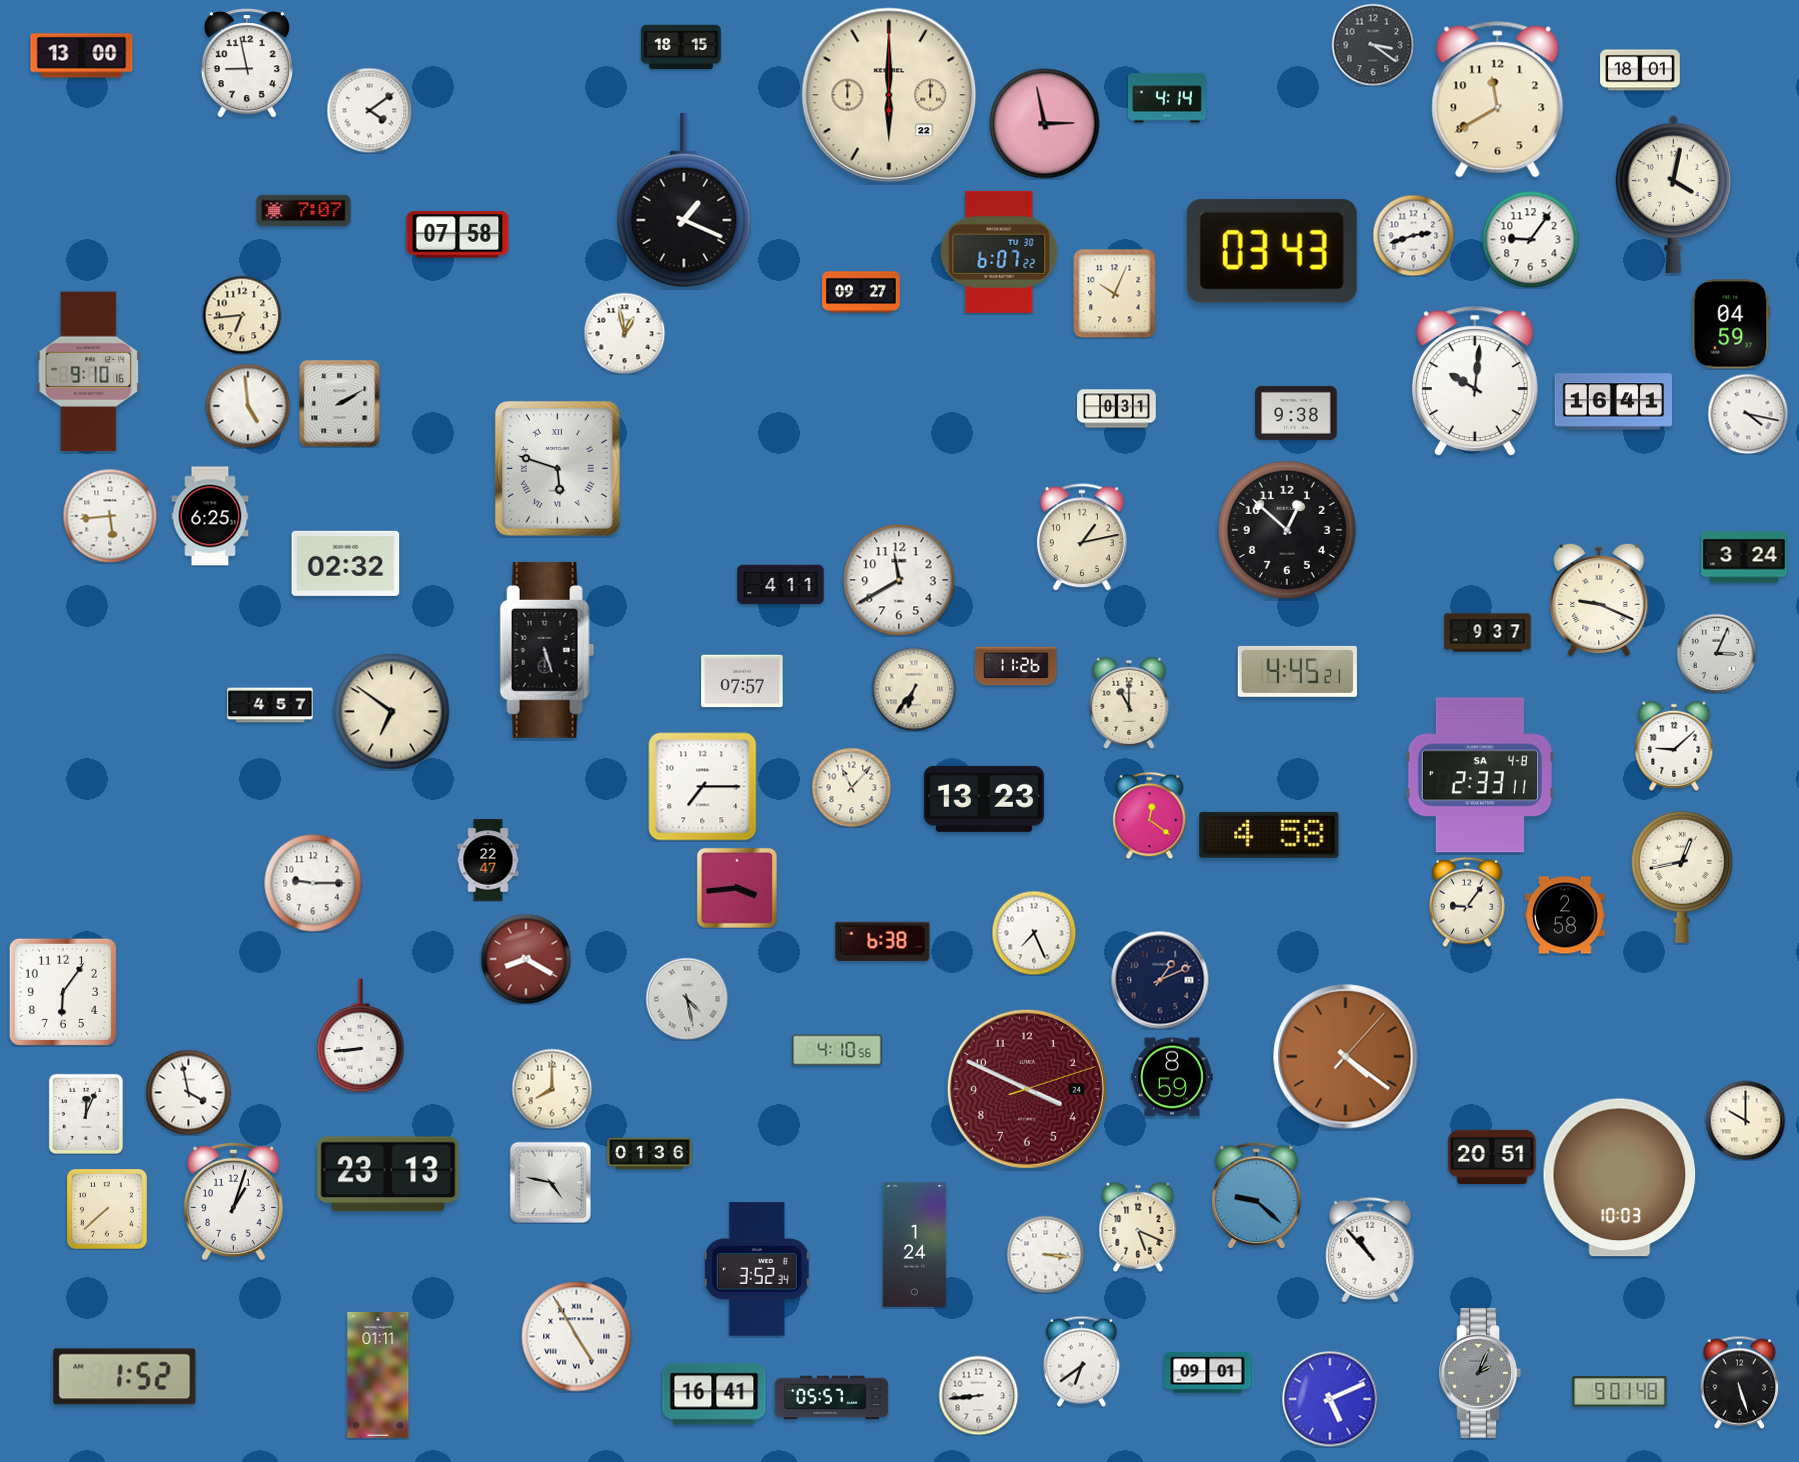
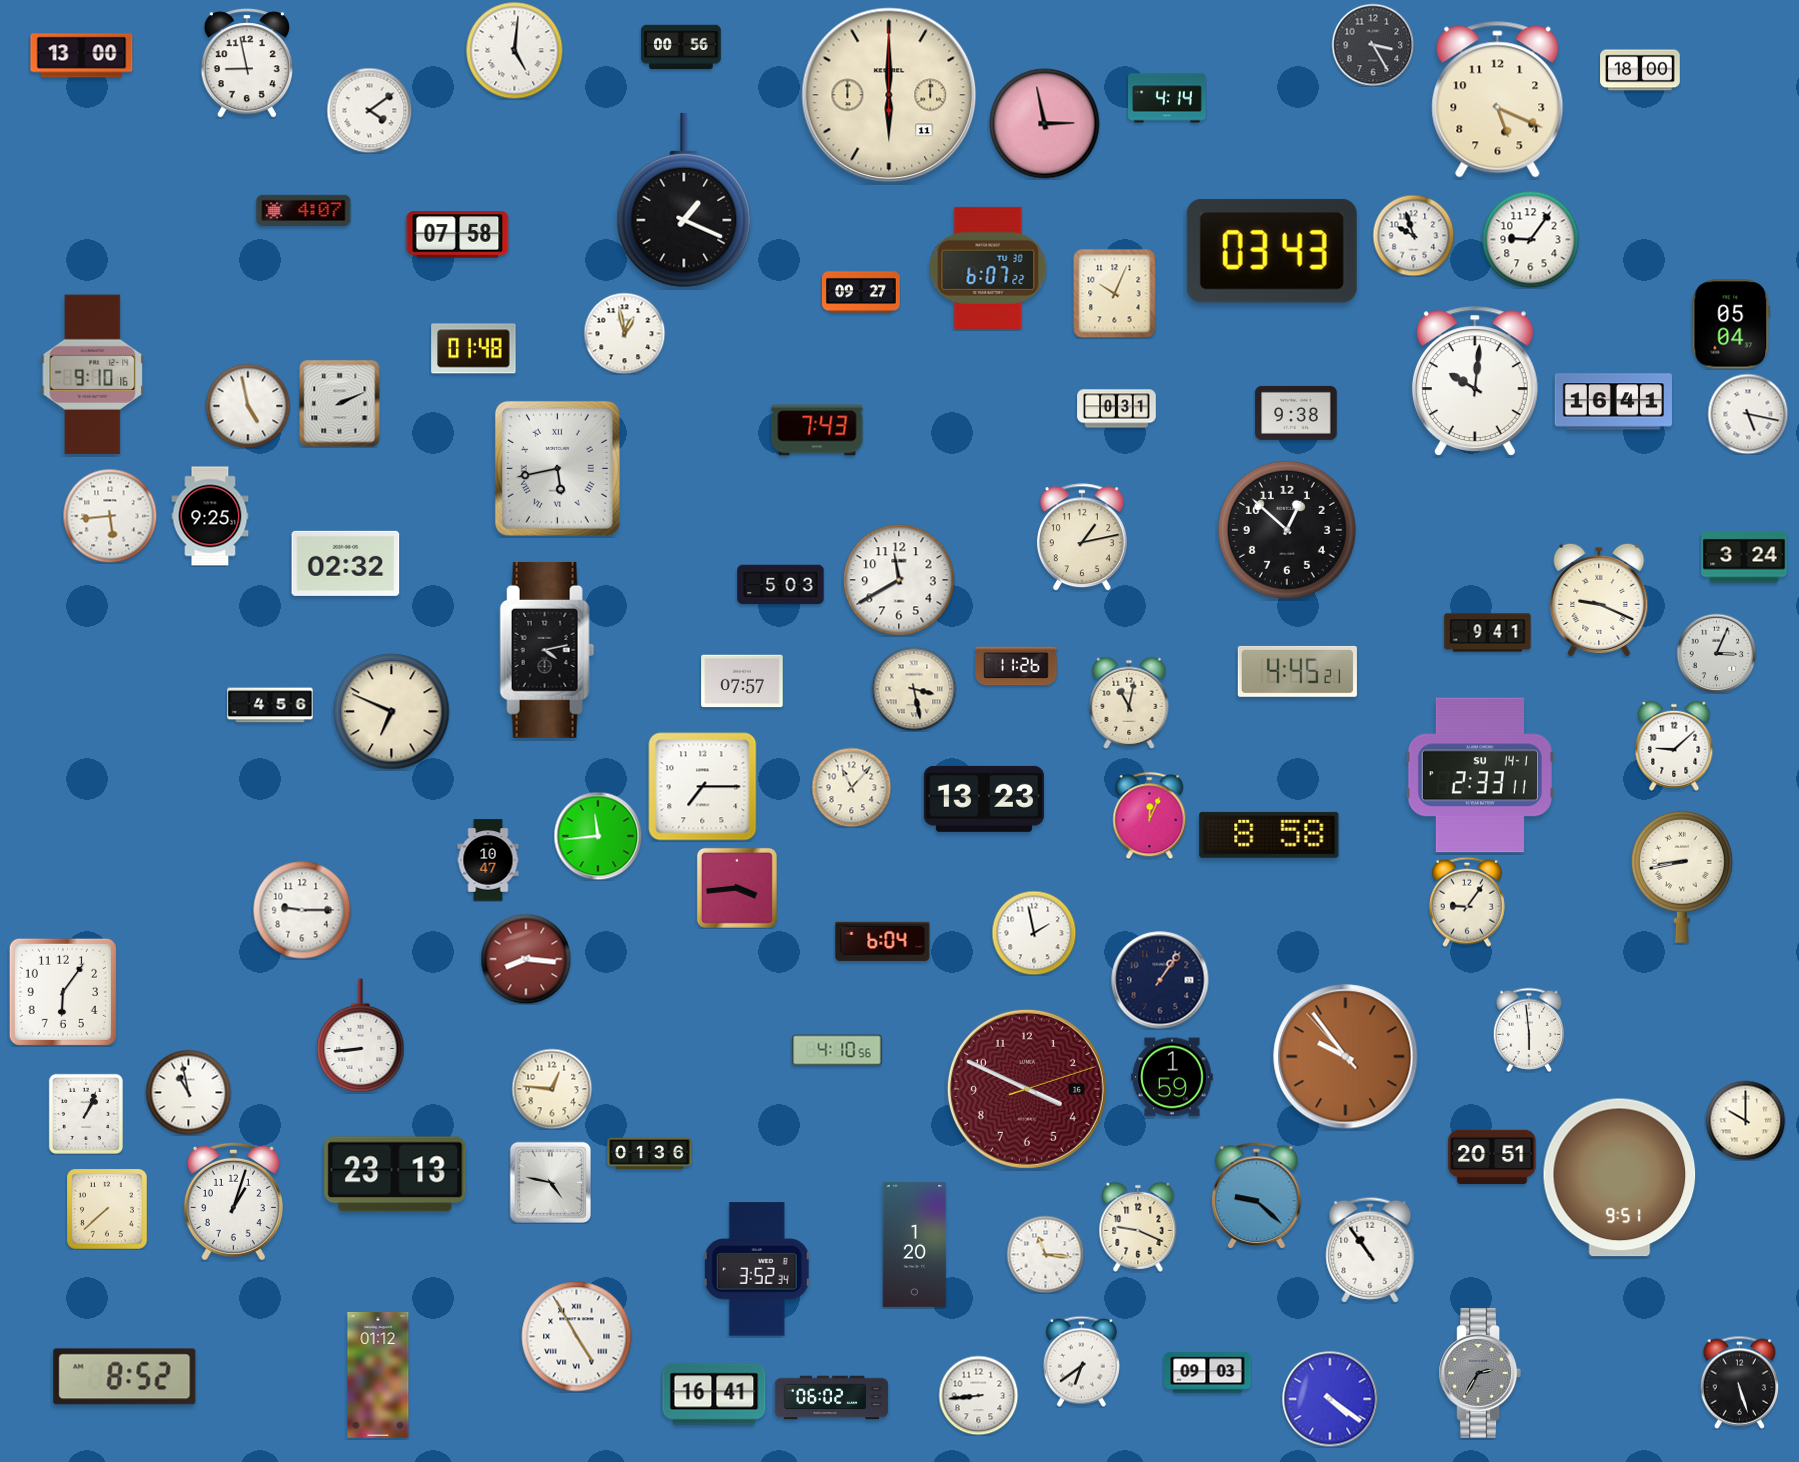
clock at (1373, 45): 3:21 -> 3:25
clock at (681, 47): 18:15 -> 00:56
clock at (514, 50): none -> 5:01
clock at (1640, 70): 18:01 -> 18:00
clock at (889, 95) date: 22 -> 11
clock at (1498, 100): 11:40 -> 5:19
clock at (1673, 194): 4:02 -> none
clock at (304, 210): 7:07 -> 4:07
clock at (1413, 235): 2:42 -> 9:57
clock at (999, 252) position: (999, 252) -> (988, 268)
clock at (242, 315): 6:44 -> none
clock at (1731, 324): 04:59 -> 05:04
clock at (474, 349): none -> 01:48
clock at (89, 372) position: (89, 372) -> (93, 375)
clock at (340, 403): 2:10 -> 2:11
clock at (248, 406): 4:59 -> 4:58
clock at (1748, 414): 4:17 -> 5:17
clock at (817, 430): none -> 7:43
clock at (557, 468): 5:48 -> 5:43
clock at (210, 516): 6:25 -> 9:25
clock at (781, 585): 4:11 -> 5:03
clock at (1488, 633): 9:37 -> 9:41
clock at (547, 650): 5:27 -> 4:13
clock at (914, 689): 6:36 -> 3:28
clock at (1129, 703): 11:00 -> 11:02
clock at (270, 705): 4:57 -> 4:56
clock at (392, 712): 6:51 -> 6:49
clock at (1480, 775) date: SA 4-8 -> SU 14-1
clock at (1150, 815): 12:21 -> 12:04
clock at (1269, 835): 4:58 -> 8:58
clock at (598, 836): none -> 11:44
clock at (488, 860): 22:47 -> 10:47
clock at (1682, 877): 12:43 -> 8:43
clock at (313, 883) position: (313, 883) -> (302, 910)
clock at (1565, 915): 2:58 -> none
clock at (1034, 933): 7:26 -> 1:58
clock at (883, 941): 6:38 -> 6:04
clock at (526, 959): 8:20 -> 8:16
clock at (1160, 980): 1:11 -> 1:06
clock at (687, 999): 4:28 -> none
clock at (1529, 1029): none -> 5:59
clock at (1346, 1057): 4:21 -> 9:53
clock at (1172, 1077): 8:59 -> 1:59
clock at (552, 1089): 8:00 -> 12:46
clock at (1027, 1089) date: 24 -> 16
clock at (188, 1092): 3:58 -> 10:58
clock at (86, 1114): 12:04 -> 1:04
clock at (388, 1174) position: (388, 1174) -> (395, 1174)
clock at (1620, 1178): 10:03 -> 9:51
clock at (1138, 1227): 5:19 -> 9:19
clock at (915, 1244): 1:24 -> 1:20
clock at (1370, 1250): 10:53 -> 10:54
clock at (1045, 1254): 3:16 -> 11:16
clock at (1208, 1373): 09:01 -> 09:03
clock at (1479, 1373): 2:04 -> 2:35
clock at (378, 1375): 01:11 -> 01:12
clock at (125, 1377): 1:52 -> 8:52
clock at (1620, 1392): 9:01 -> none
clock at (832, 1398): 05:57 -> 06:02
clock at (1330, 1399): 5:11 -> 4:21
